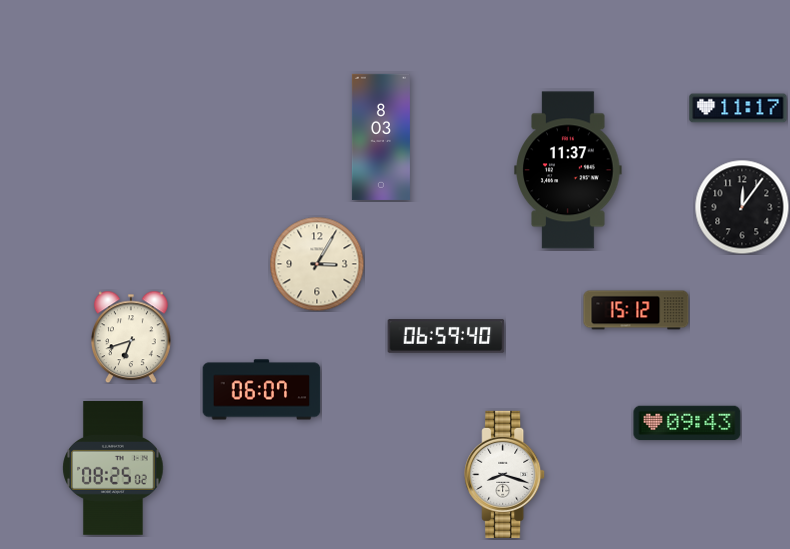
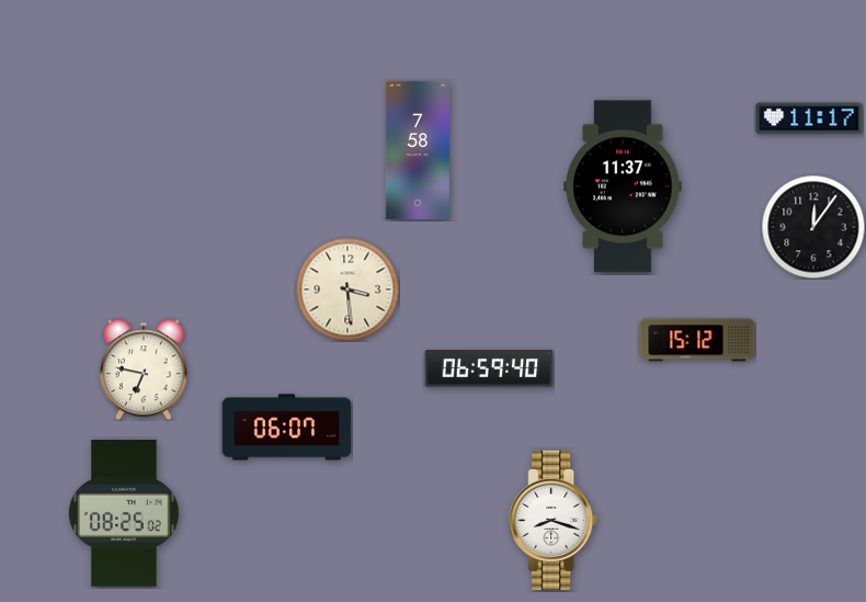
clock at (381, 137): 8:03 -> 7:58
clock at (317, 264): 3:05 -> 3:29
clock at (131, 337): 6:42 -> 6:47
clock at (687, 423): 09:43 -> none
